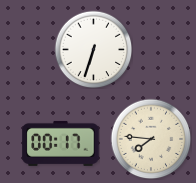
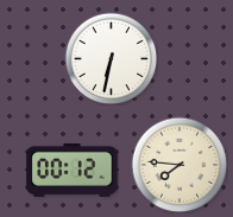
clock at (93, 49): 6:33 -> 6:32
clock at (61, 143): 00:17 -> 00:12
